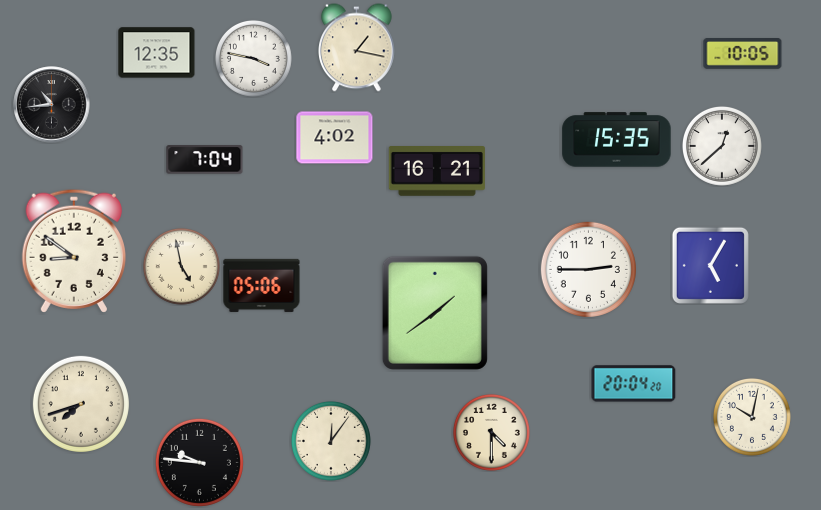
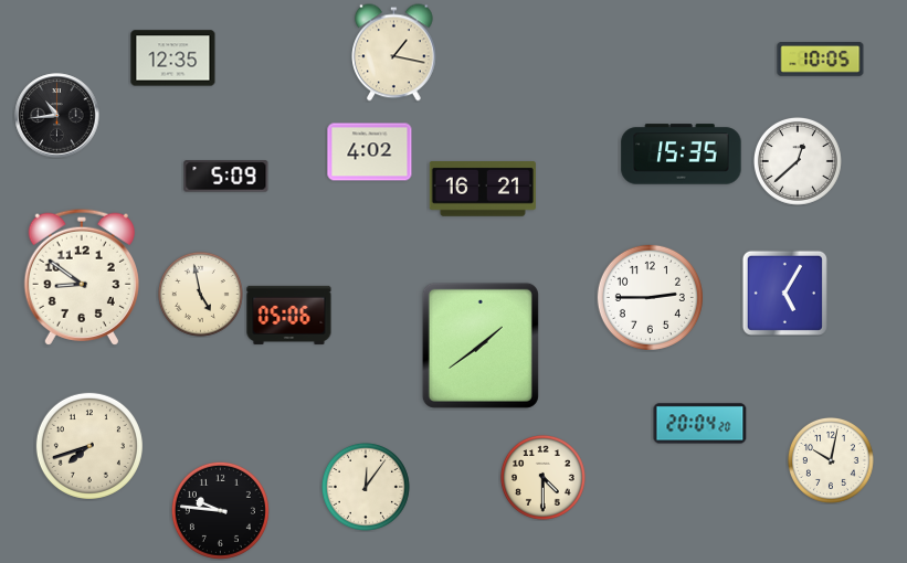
clock at (253, 58): 3:47 -> none
clock at (205, 160): 7:04 -> 5:09
